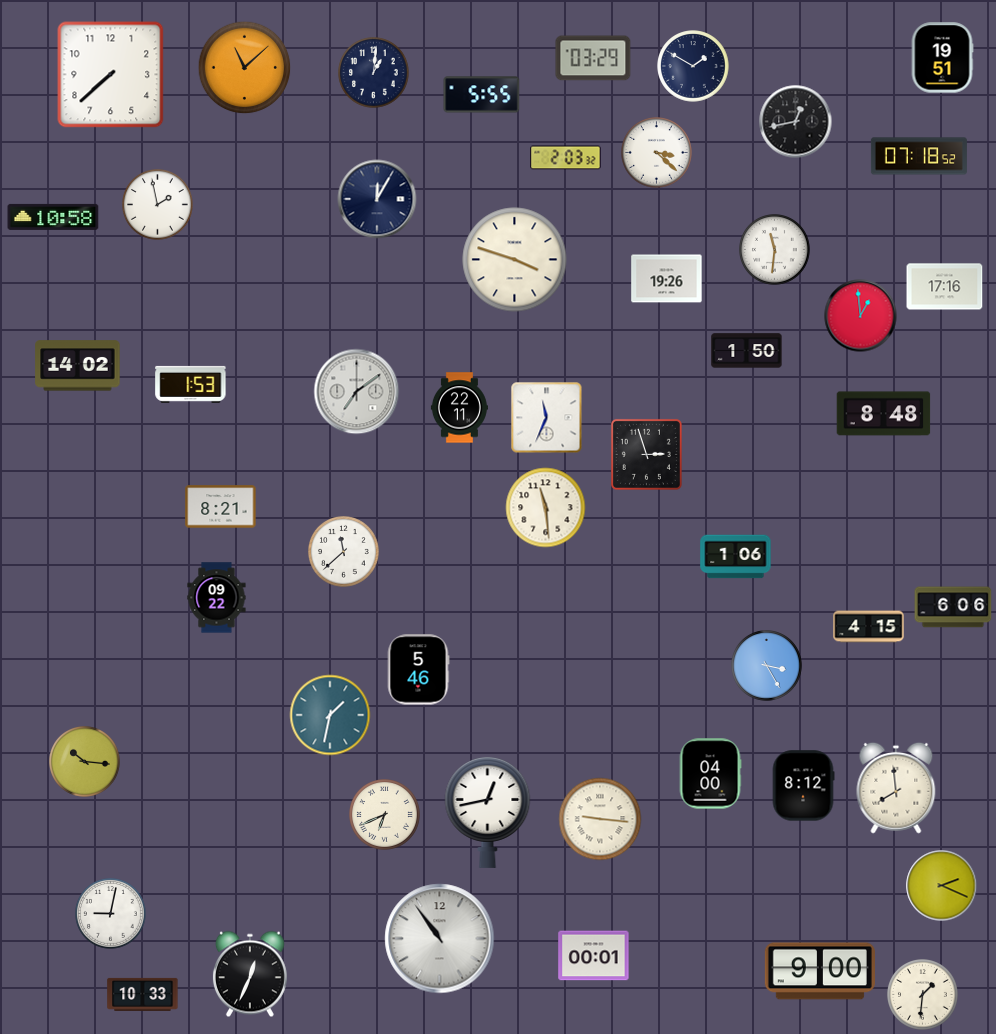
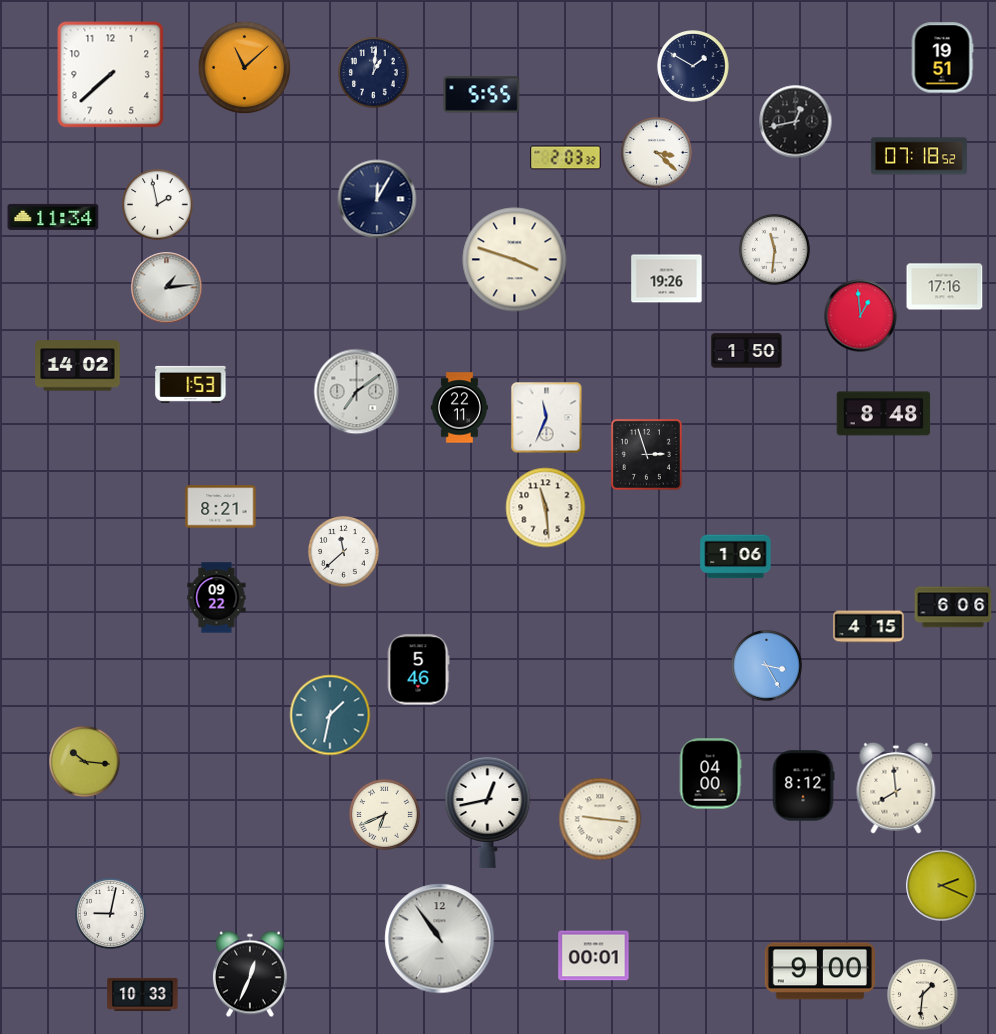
clock at (593, 58): 03:29 -> none
clock at (53, 217): 10:58 -> 11:34
clock at (167, 288): none -> 1:14
